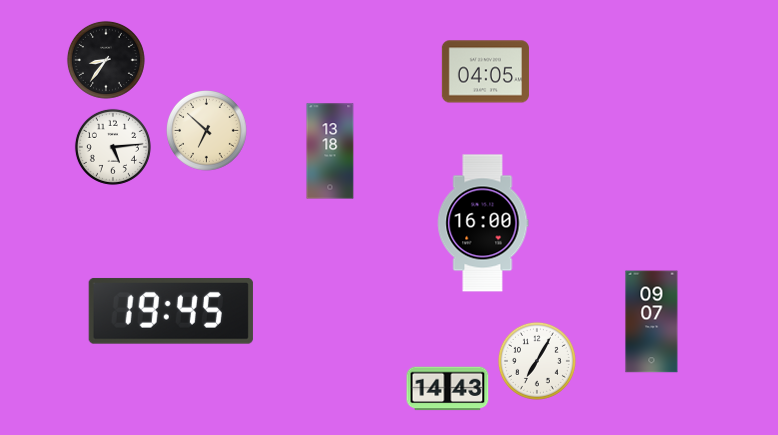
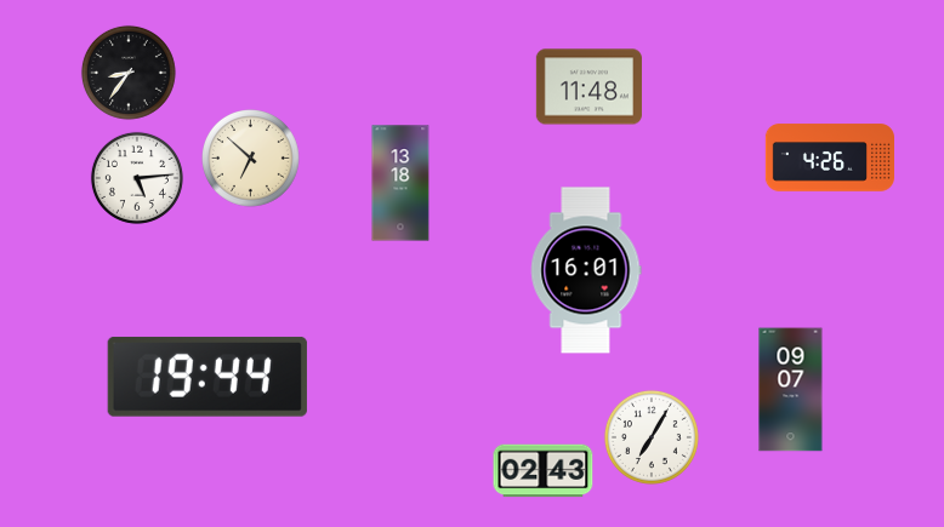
clock at (485, 72): 04:05 -> 11:48
clock at (829, 157): none -> 4:26
clock at (483, 223): 16:00 -> 16:01
clock at (171, 311): 19:45 -> 19:44
clock at (448, 389): 14:43 -> 02:43
